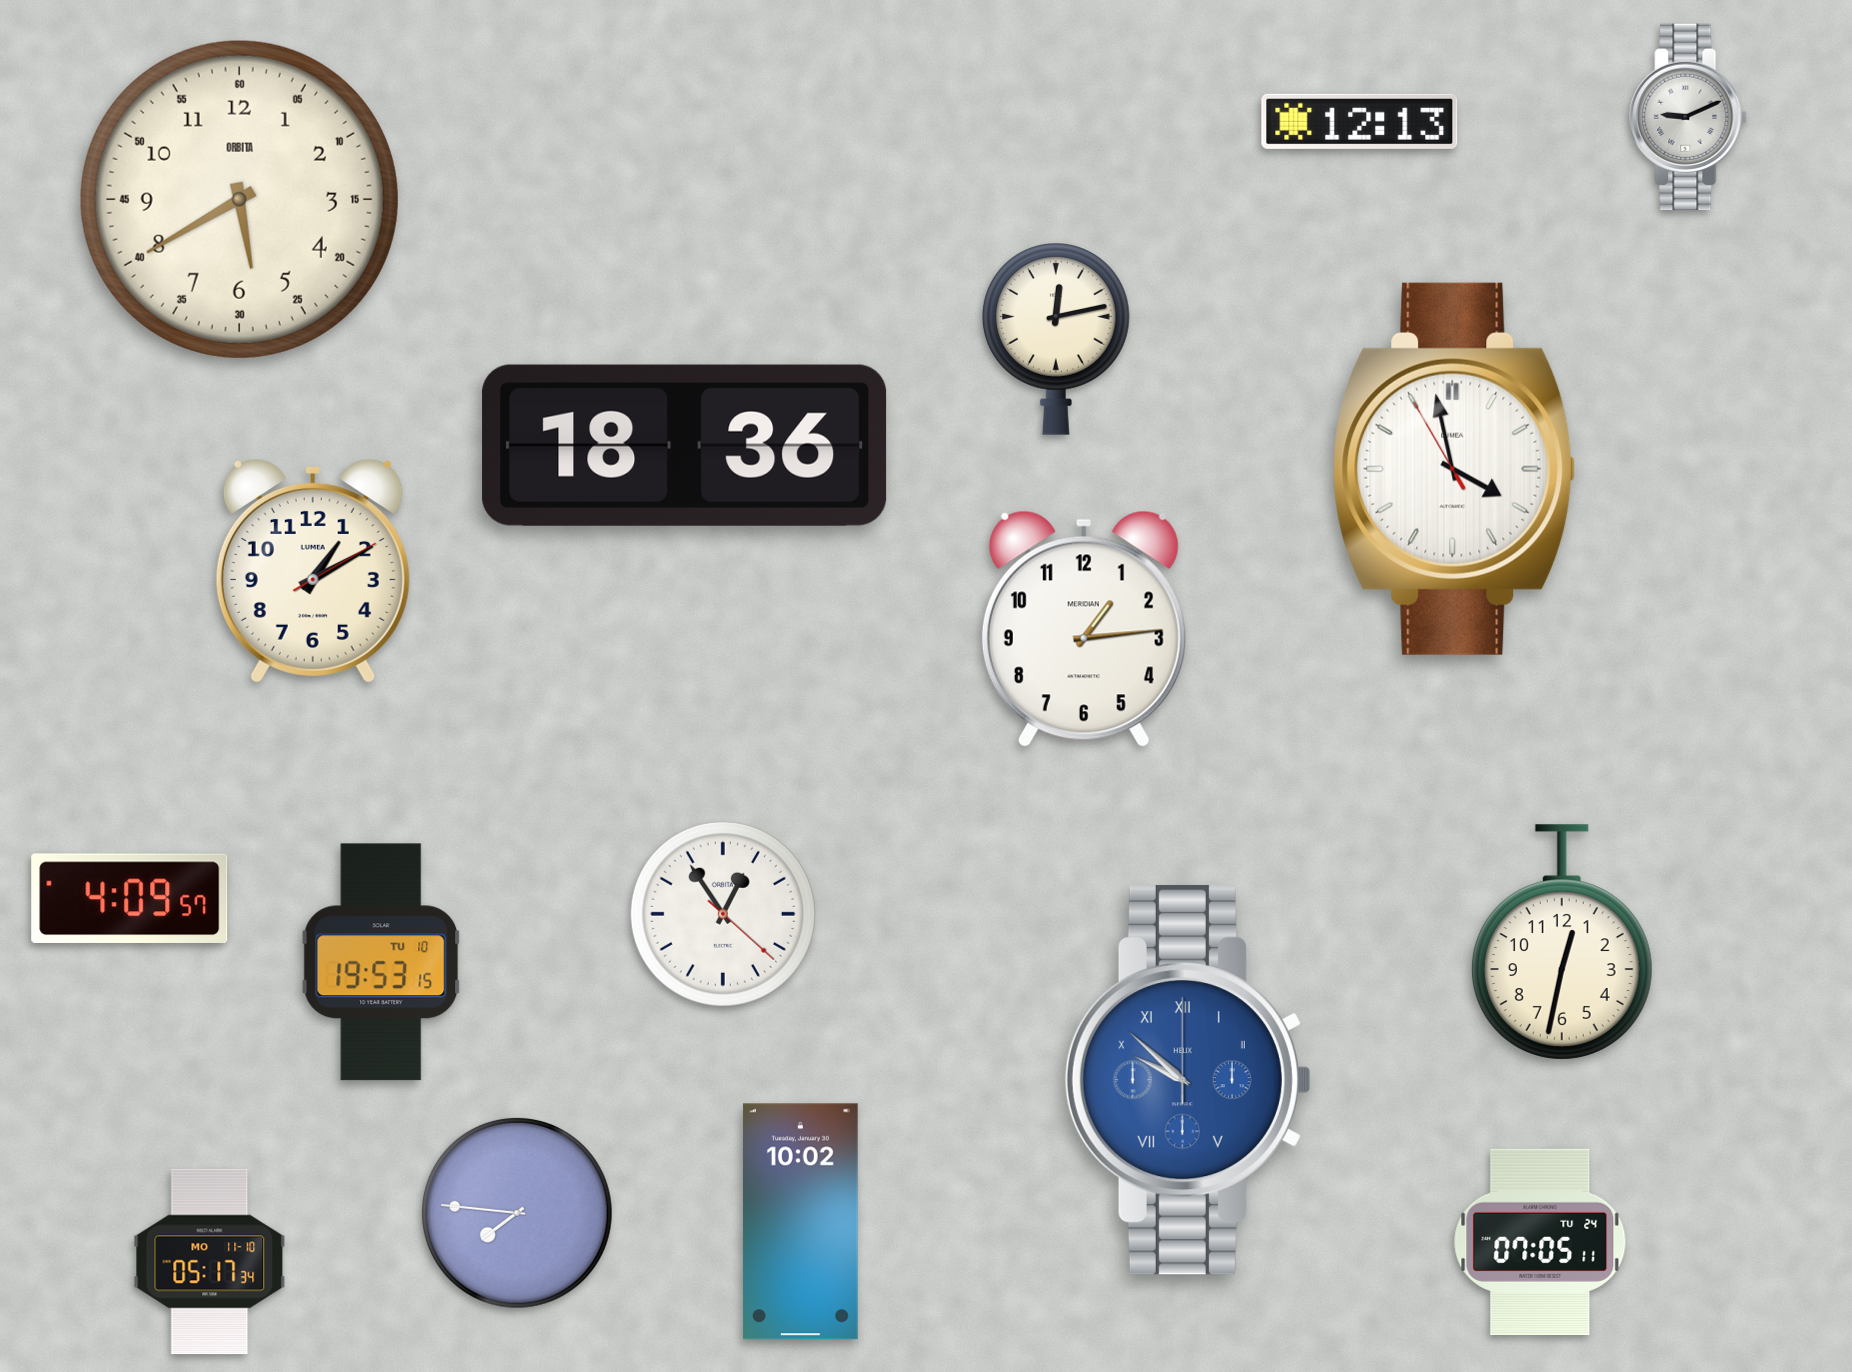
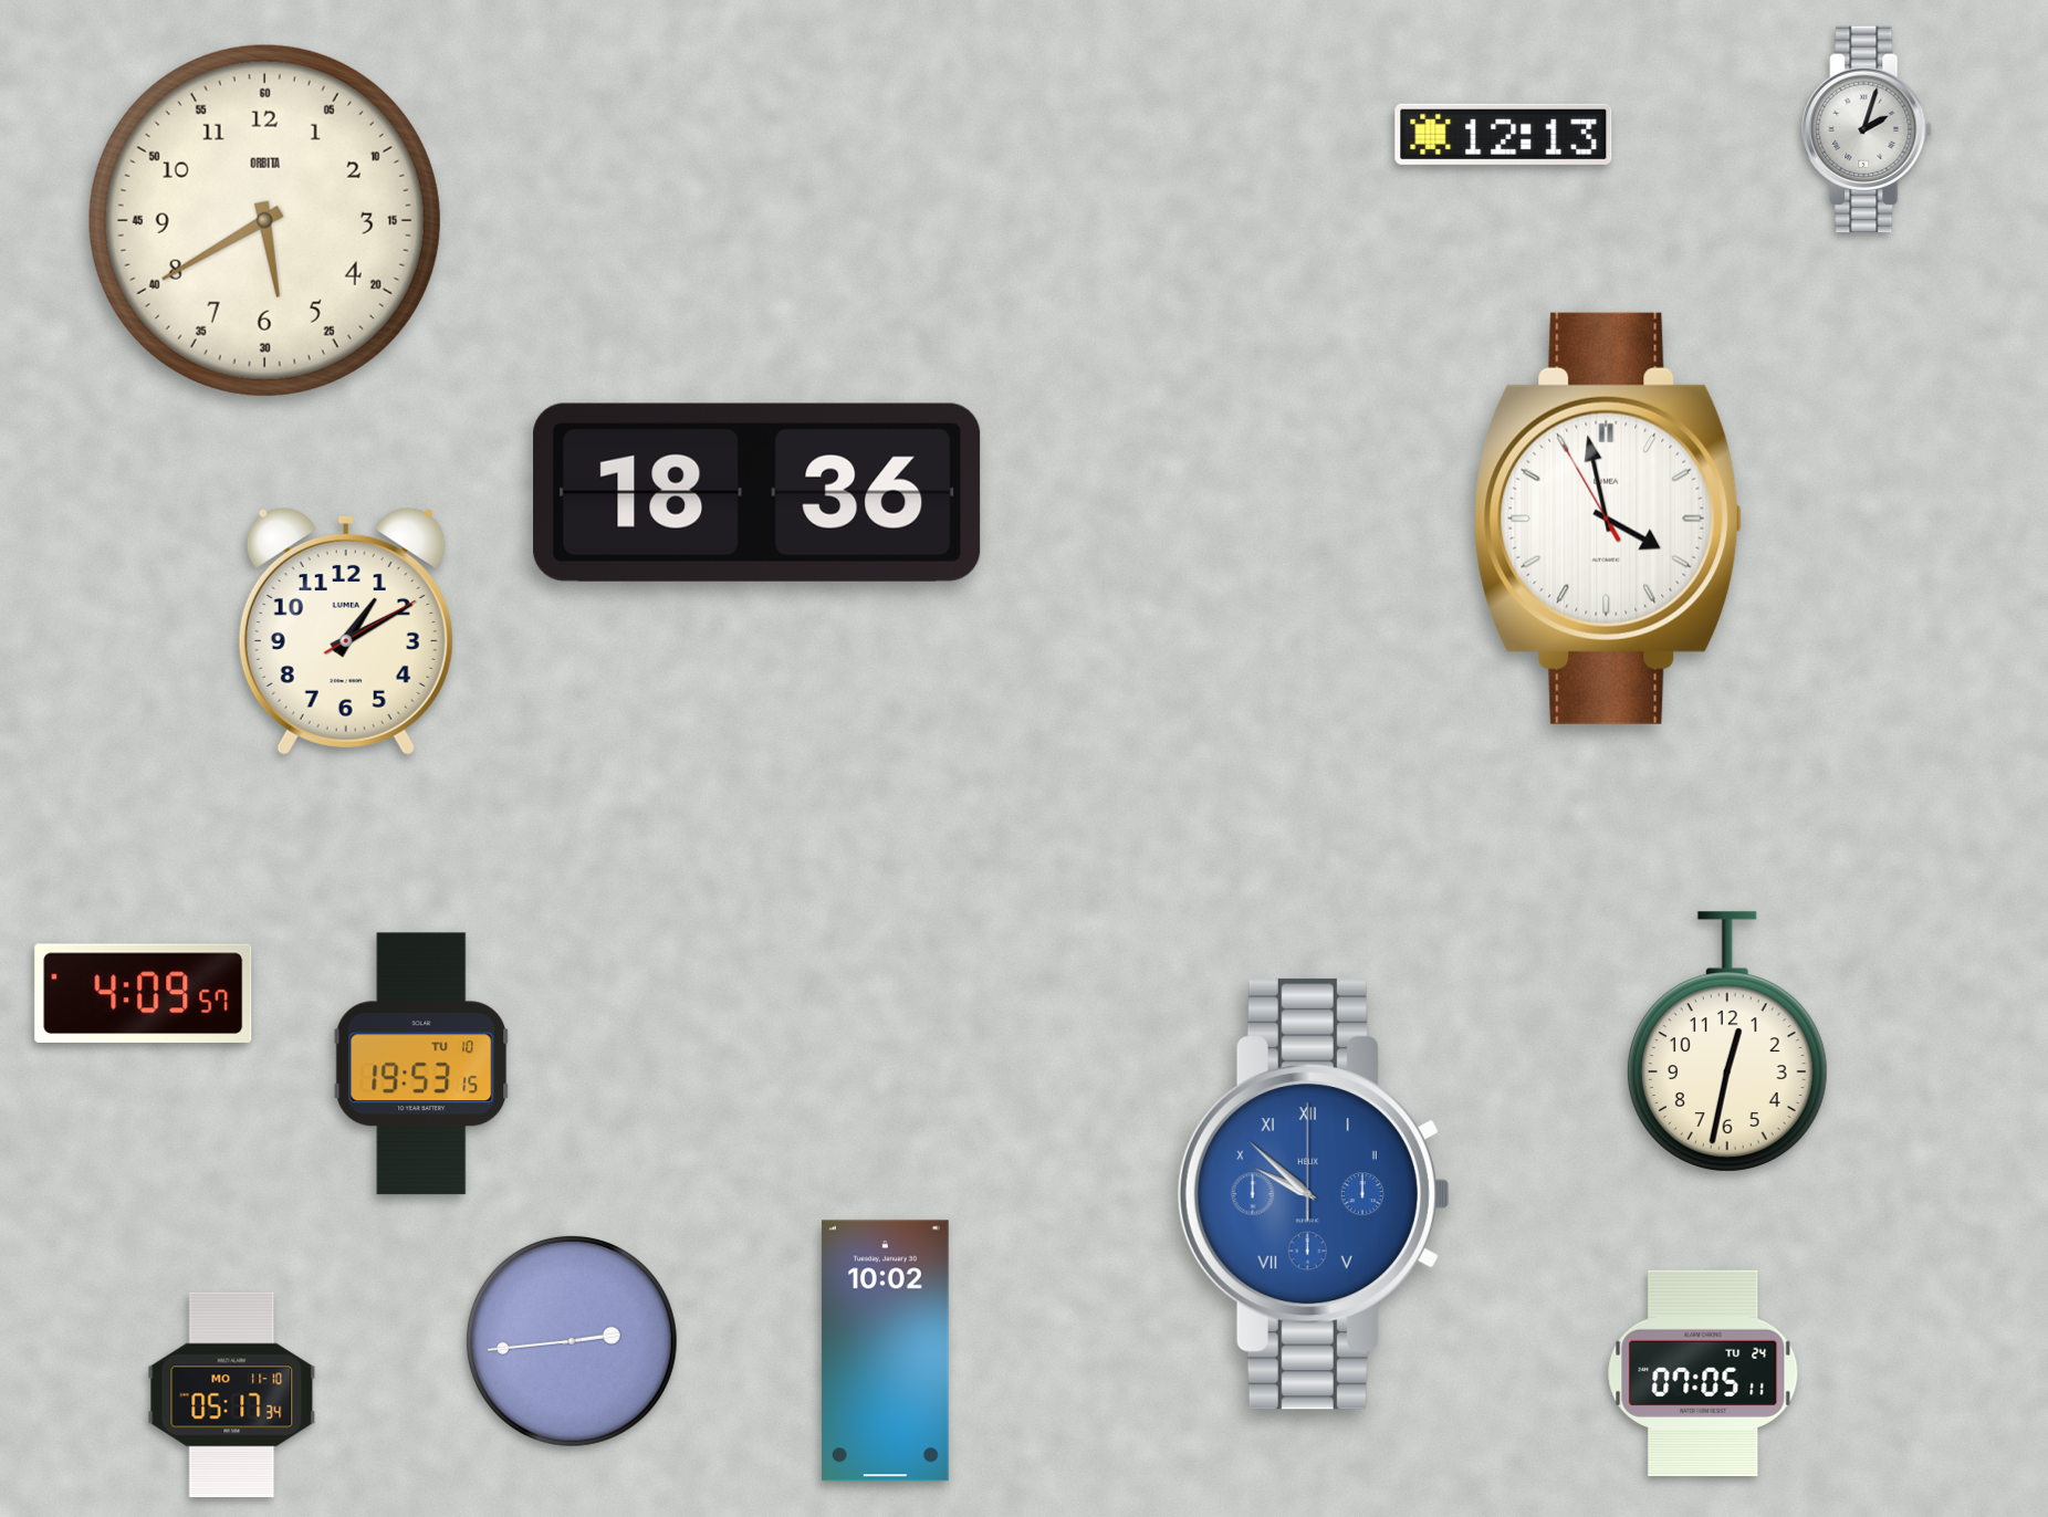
clock at (1689, 117): 9:11 -> 2:03
clock at (1056, 339): 12:13 -> none
clock at (1084, 629): 1:14 -> none
clock at (723, 914): 12:54 -> none
clock at (517, 1213): 7:46 -> 2:44
